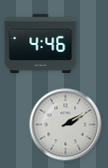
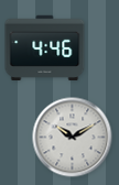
clock at (66, 125): 2:10 -> 10:10
